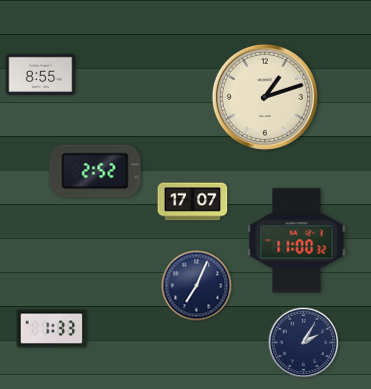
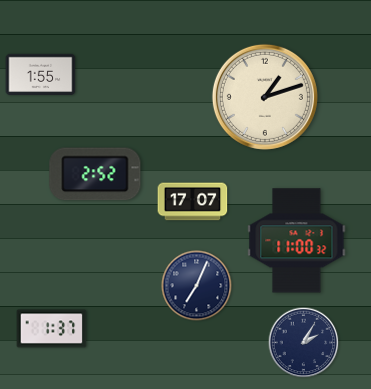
clock at (41, 74): 8:55 -> 1:55
clock at (95, 171) position: (95, 171) -> (95, 174)
clock at (52, 329): 1:33 -> 1:37
